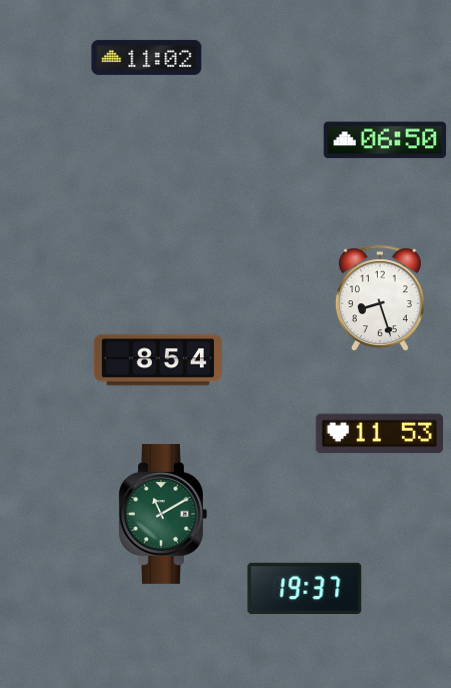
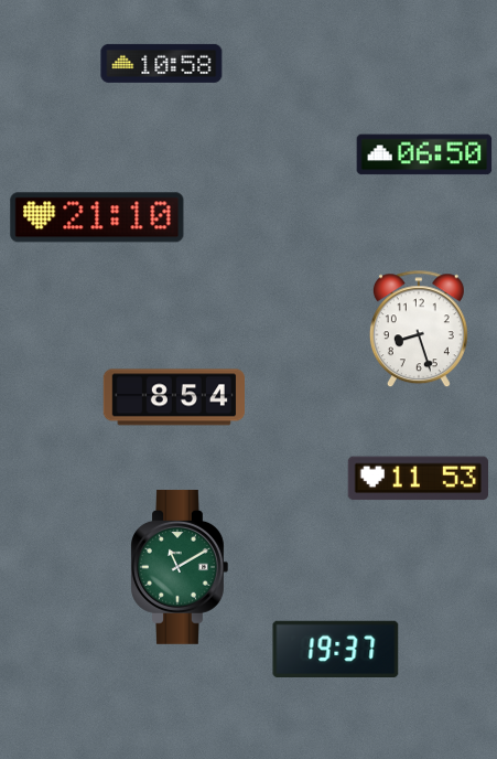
clock at (147, 57): 11:02 -> 10:58
clock at (97, 217): none -> 21:10
